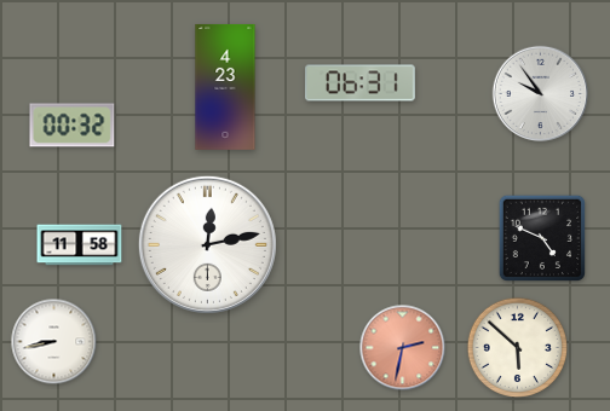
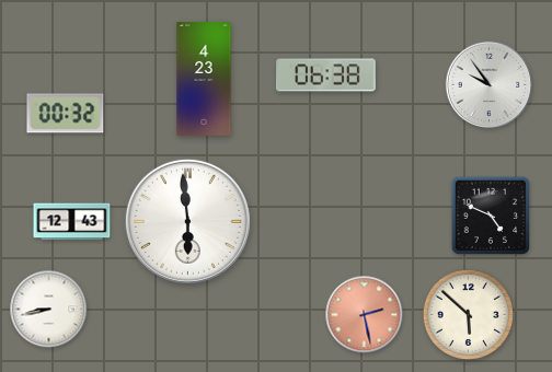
clock at (361, 83): 06:31 -> 06:38
clock at (207, 244): 12:13 -> 5:59
clock at (80, 245): 11:58 -> 12:43
clock at (403, 348): 2:32 -> 2:28
